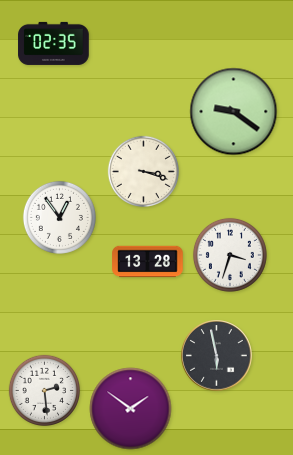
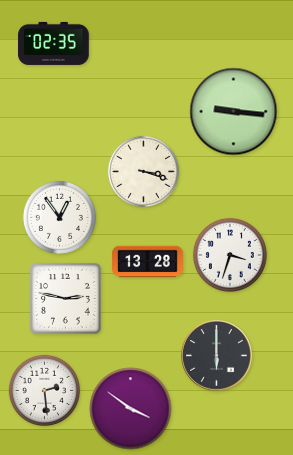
clock at (234, 112): 9:21 -> 9:16
clock at (65, 298): none -> 2:47
clock at (217, 356): 5:58 -> 6:00
clock at (131, 409): 1:51 -> 3:51
